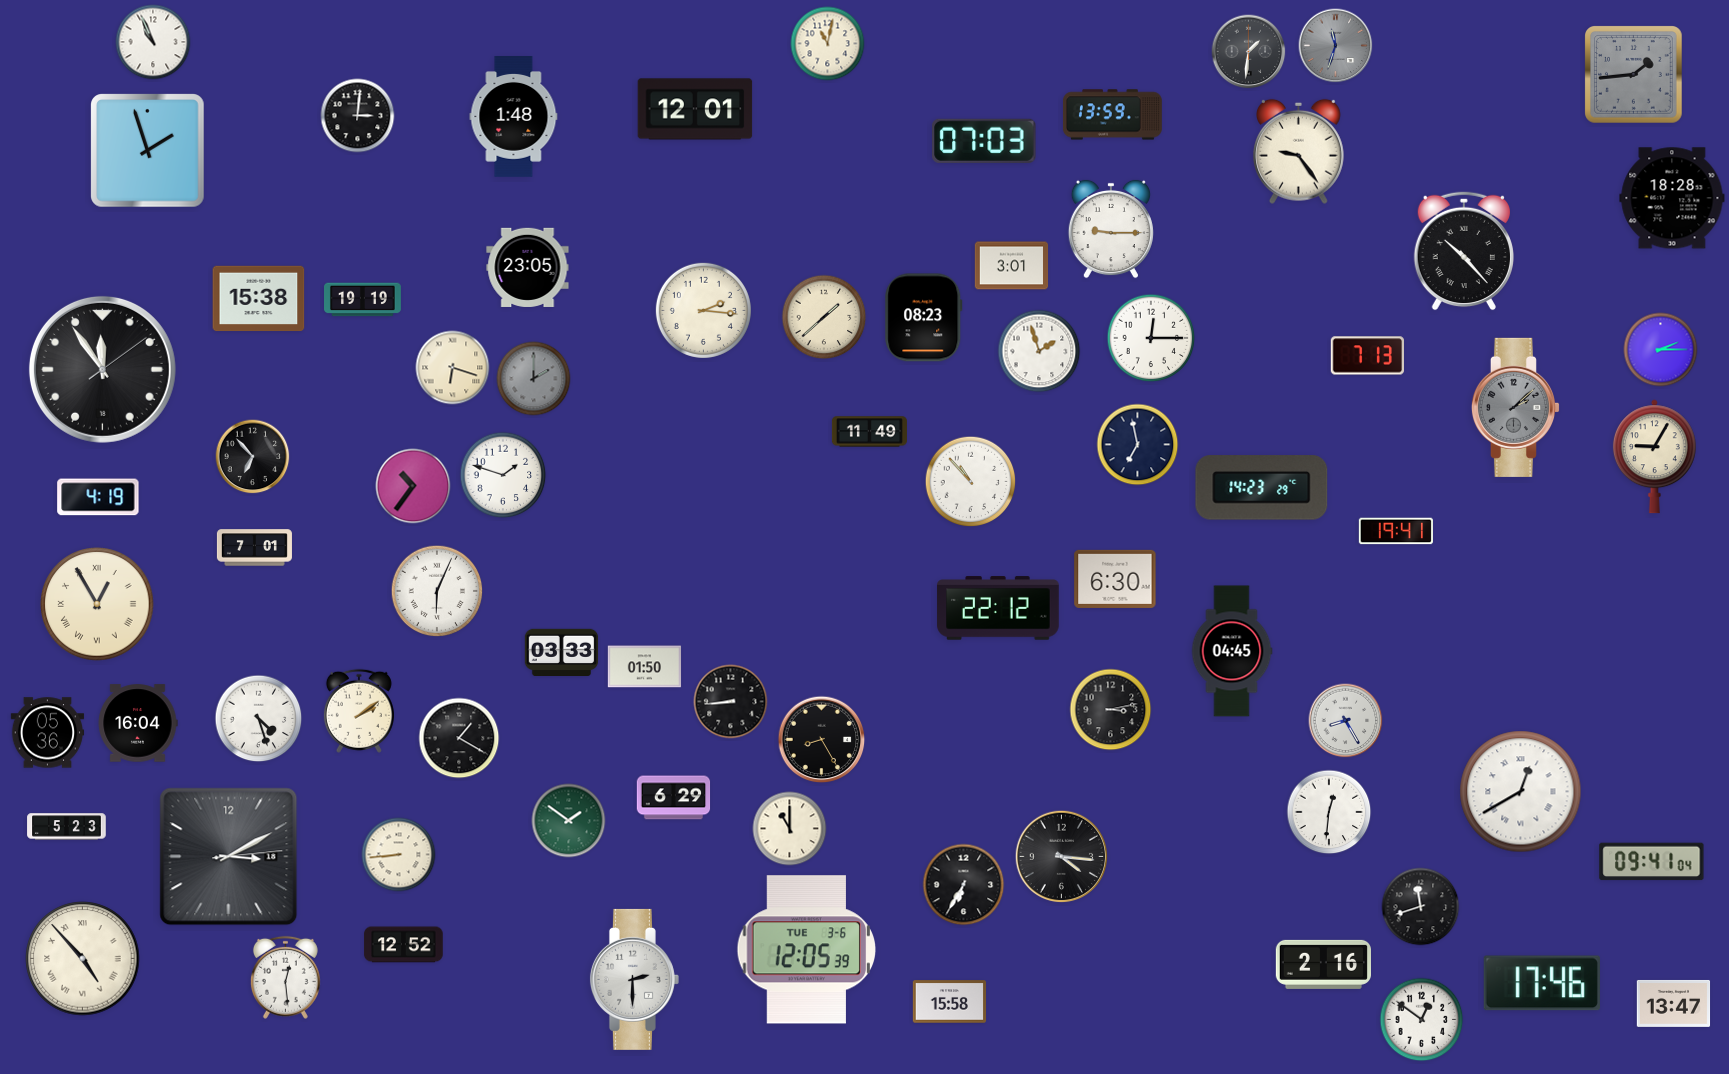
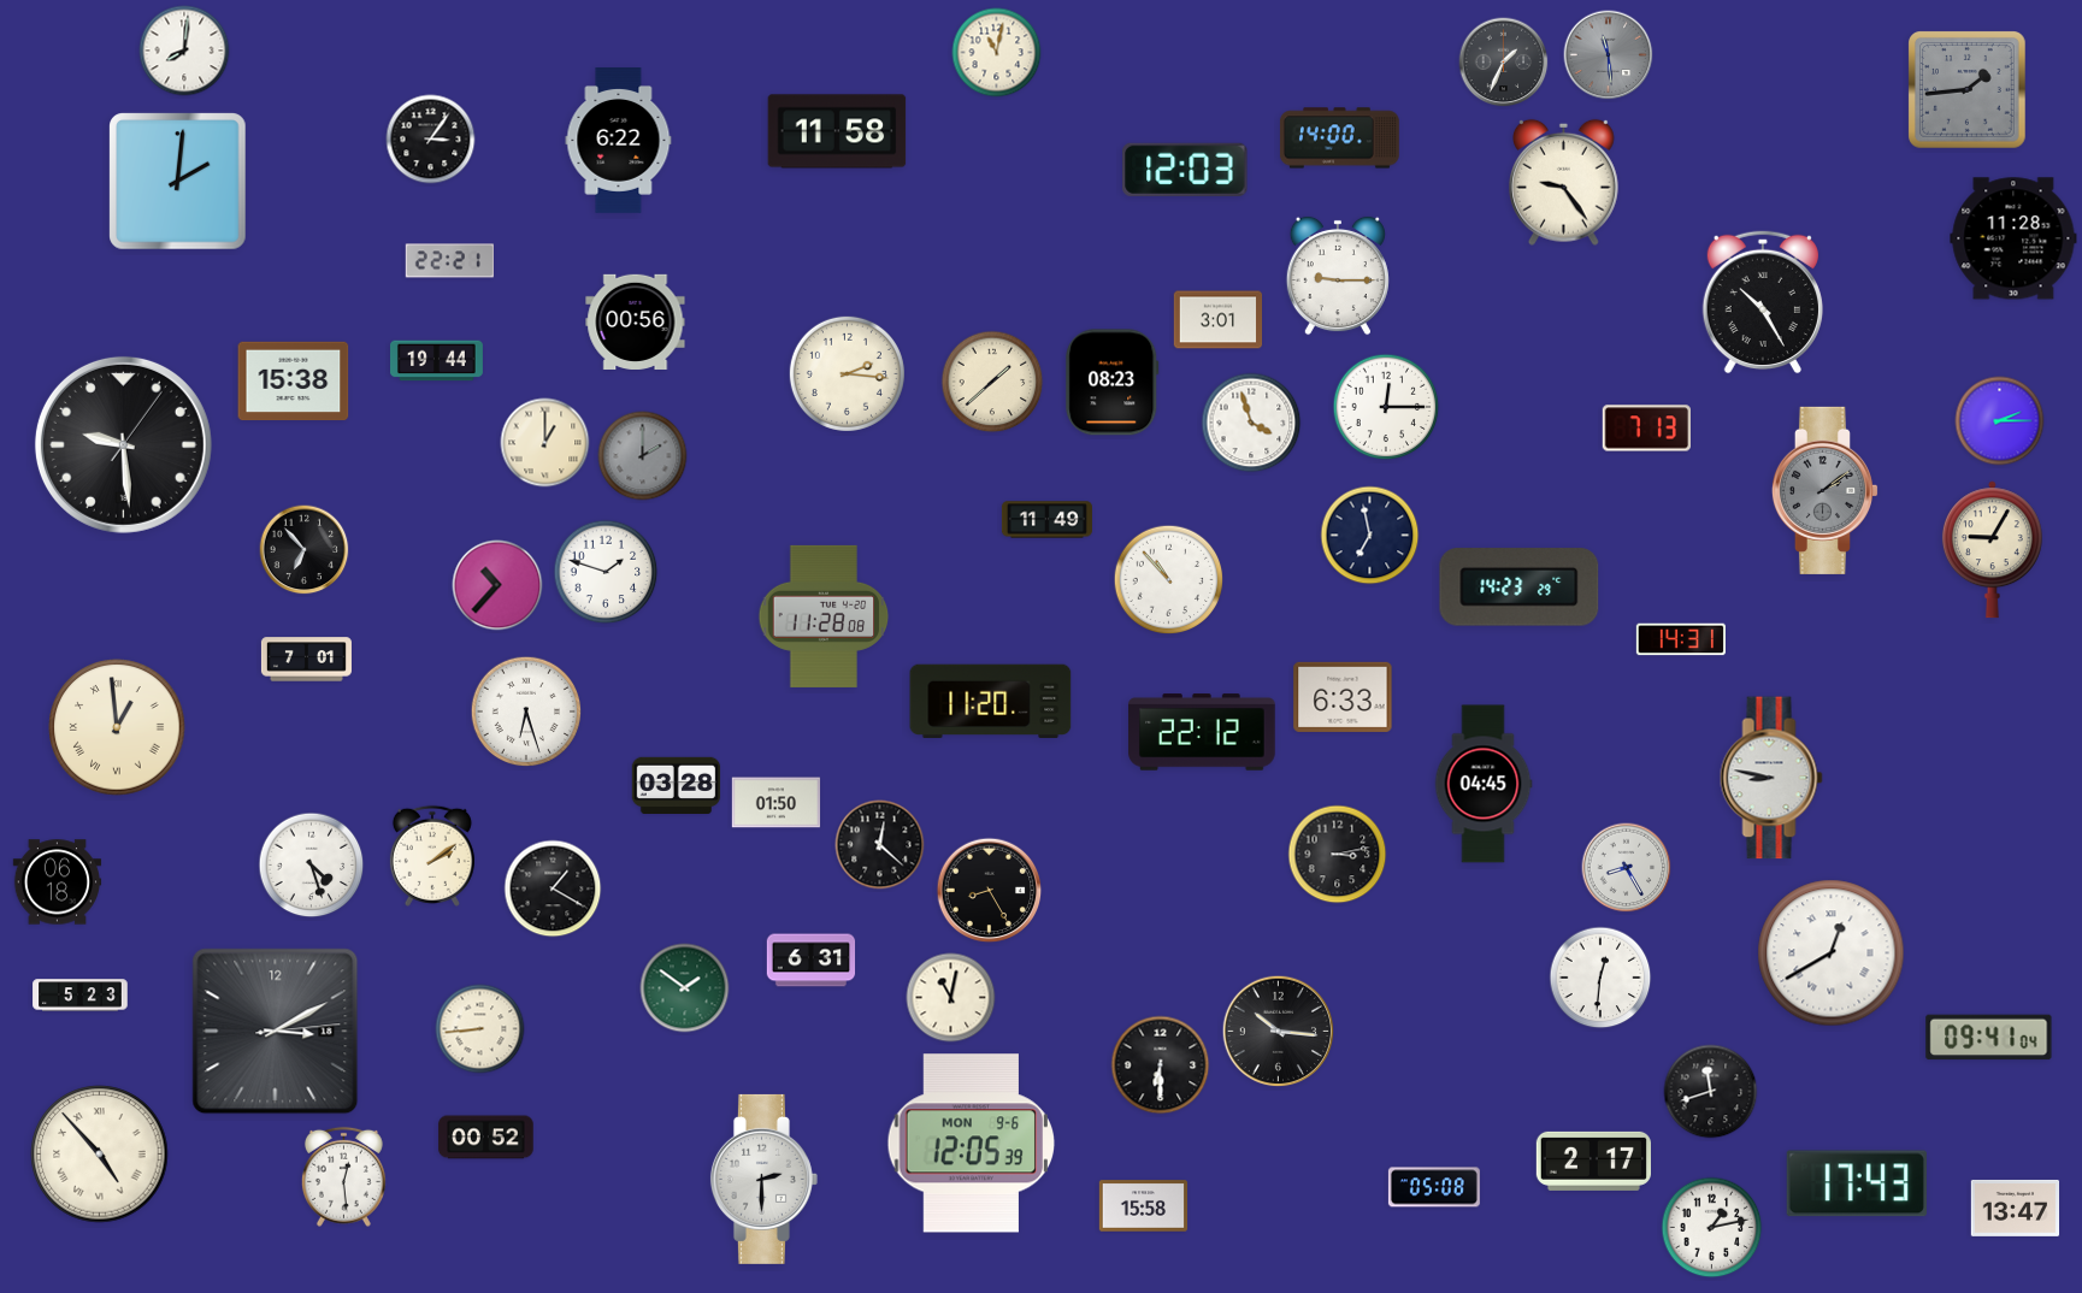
clock at (153, 42): 10:56 -> 8:01
clock at (1336, 46): 11:33 -> 11:29
clock at (1249, 52): 1:31 -> 1:34
clock at (695, 109): 12:01 -> 11:58
clock at (1112, 115): 13:59 -> 14:00
clock at (358, 116): 3:01 -> 3:06
clock at (514, 117): 1:48 -> 6:22
clock at (984, 141): 07:03 -> 12:03
clock at (148, 151): 1:57 -> 2:01
clock at (1672, 198): 18:28 -> 11:28
clock at (450, 261): none -> 22:21
clock at (1464, 251): 10:23 -> 10:25
clock at (528, 267): 23:05 -> 00:56
clock at (259, 299) position: (259, 299) -> (294, 382)
clock at (363, 300): 19:19 -> 19:44
clock at (1039, 351): 1:57 -> 3:57
clock at (453, 368): 6:18 -> 1:00
clock at (102, 369): 11:54 -> 9:29
clock at (1515, 407): 2:08 -> 2:09
clock at (413, 486): 10:36 -> 10:37
clock at (98, 497): 4:19 -> none
clock at (824, 616): none -> 11:28
clock at (1396, 531): 19:41 -> 14:31
clock at (1115, 579): 6:30 -> 6:33
clock at (991, 701): none -> 11:20
clock at (437, 591): 6:04 -> 6:27
clock at (97, 604): 12:55 -> 12:59
clock at (1771, 778): none -> 8:47
clock at (562, 653): 03:33 -> 03:28
clock at (731, 702): 8:44 -> 12:22
clock at (1346, 721) position: (1346, 721) -> (1627, 868)
clock at (138, 723): 16:04 -> none
clock at (48, 733): 05:36 -> 06:18
clock at (674, 798): 6:29 -> 6:31
clock at (790, 829): 11:00 -> 11:02
clock at (1062, 857): 4:16 -> 10:16
clock at (964, 885): 6:35 -> 6:30
clock at (404, 945): 12:52 -> 00:52
clock at (807, 950) date: TUE 3-6 -> MON 9-6
clock at (1323, 964): 2:16 -> 2:17
clock at (1542, 983): 17:46 -> 17:43
clock at (1434, 1187): none -> 05:08
clock at (1422, 1020): 12:51 -> 1:13
